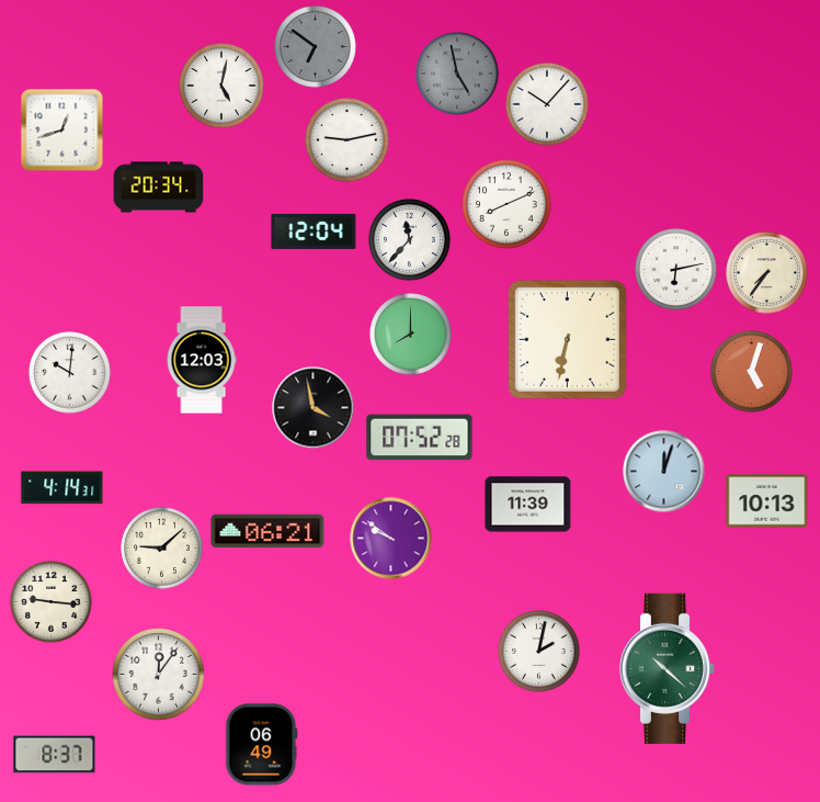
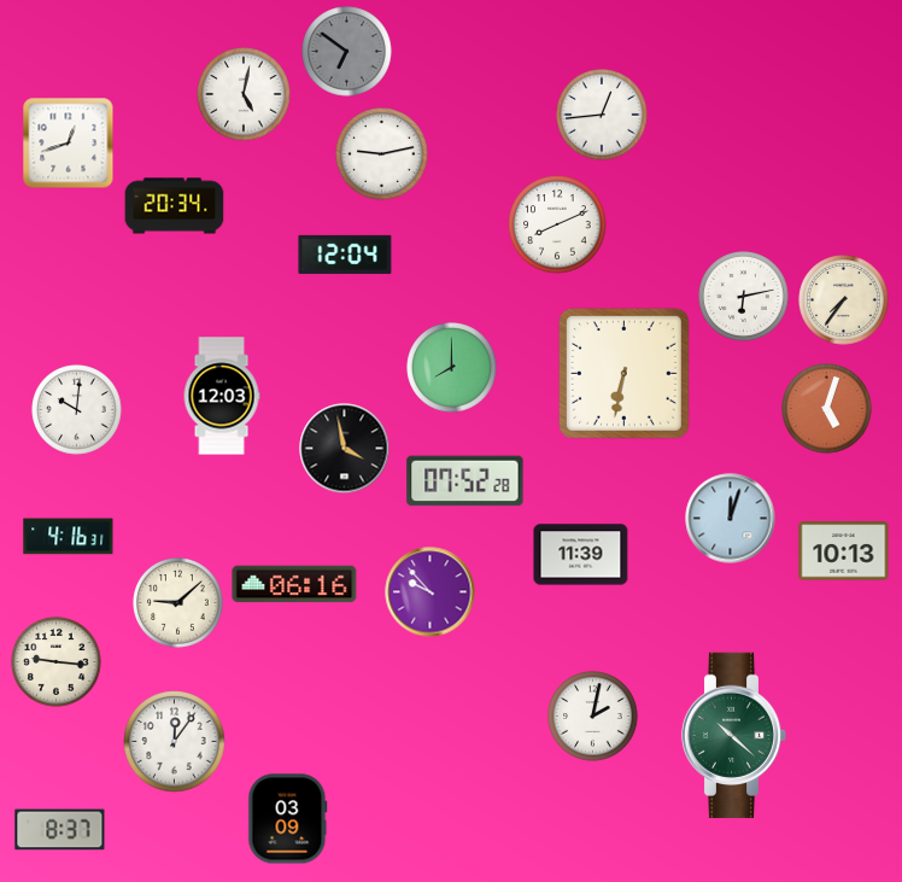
clock at (457, 74): 4:58 -> none
clock at (547, 104): 10:07 -> 12:44
clock at (410, 240): 11:37 -> none
clock at (420, 438) position: (420, 438) -> (465, 481)
clock at (62, 488): 4:14 -> 4:16
clock at (267, 531): 06:21 -> 06:16
clock at (391, 539): 9:51 -> 9:53
clock at (262, 745): 06:49 -> 03:09
